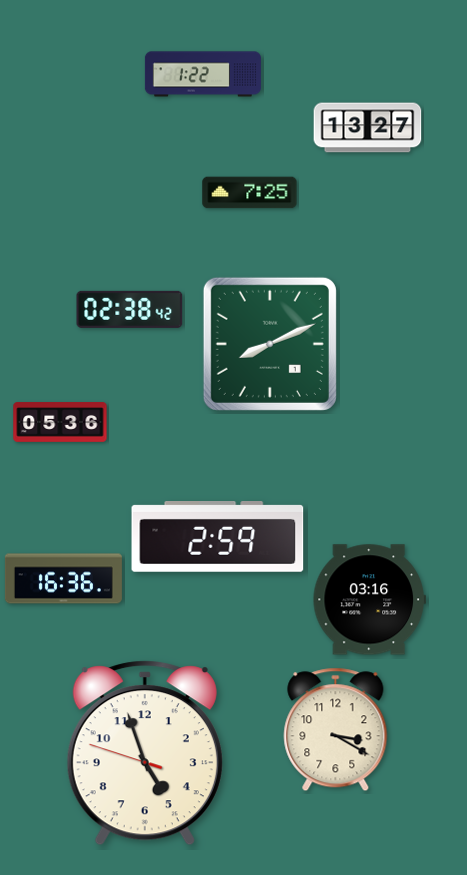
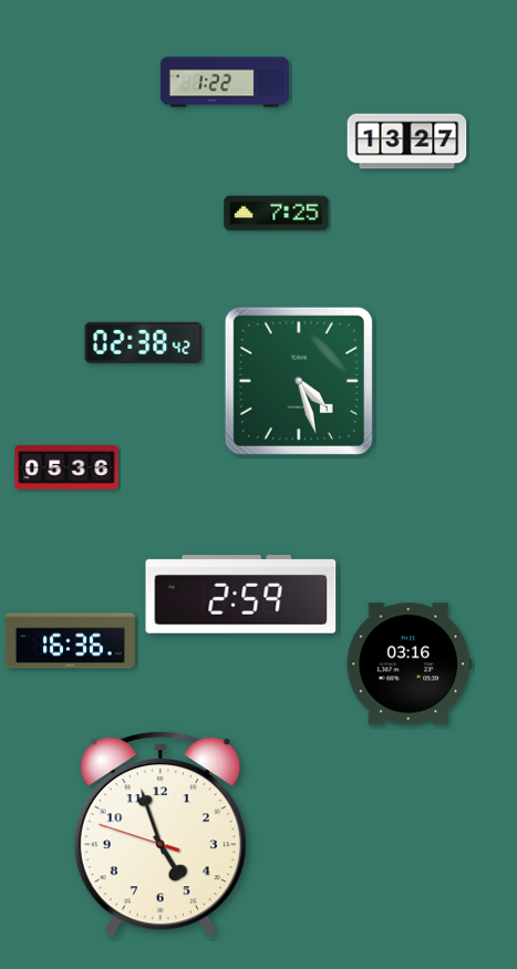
clock at (270, 344): 8:11 -> 4:27
clock at (336, 730): 3:20 -> none
